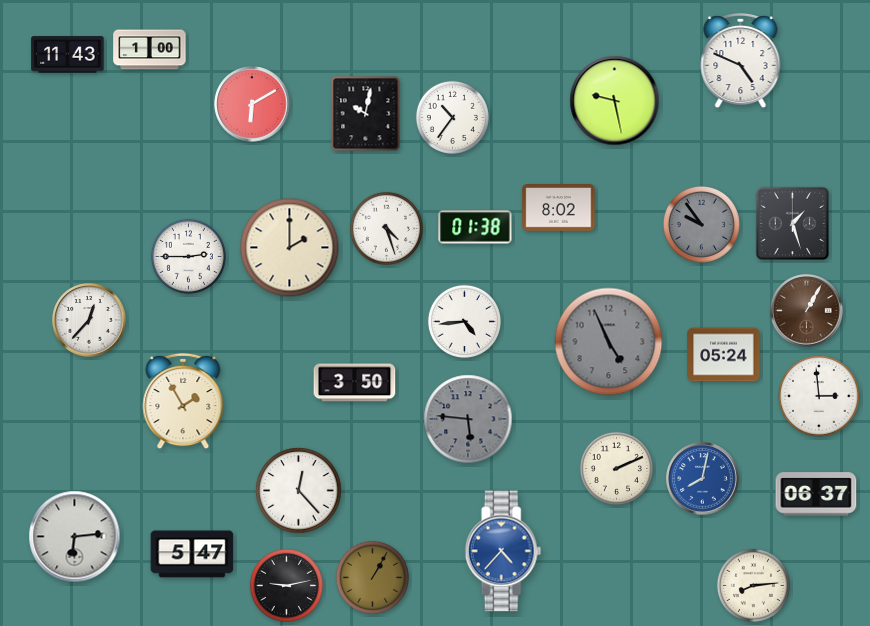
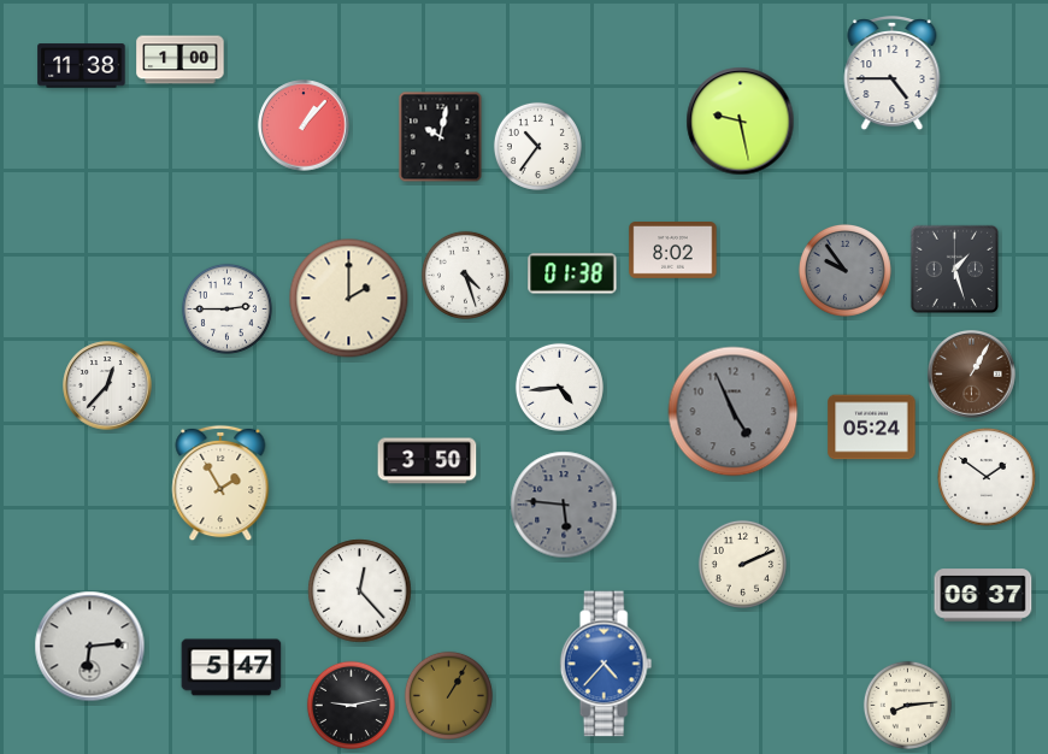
clock at (68, 55): 11:43 -> 11:38
clock at (741, 62): 4:49 -> 4:45
clock at (252, 104): 6:10 -> 1:07
clock at (452, 117) position: (452, 117) -> (537, 146)
clock at (819, 396): 2:59 -> 1:51
clock at (703, 479): 8:02 -> none
clock at (286, 585) position: (286, 585) -> (351, 705)
